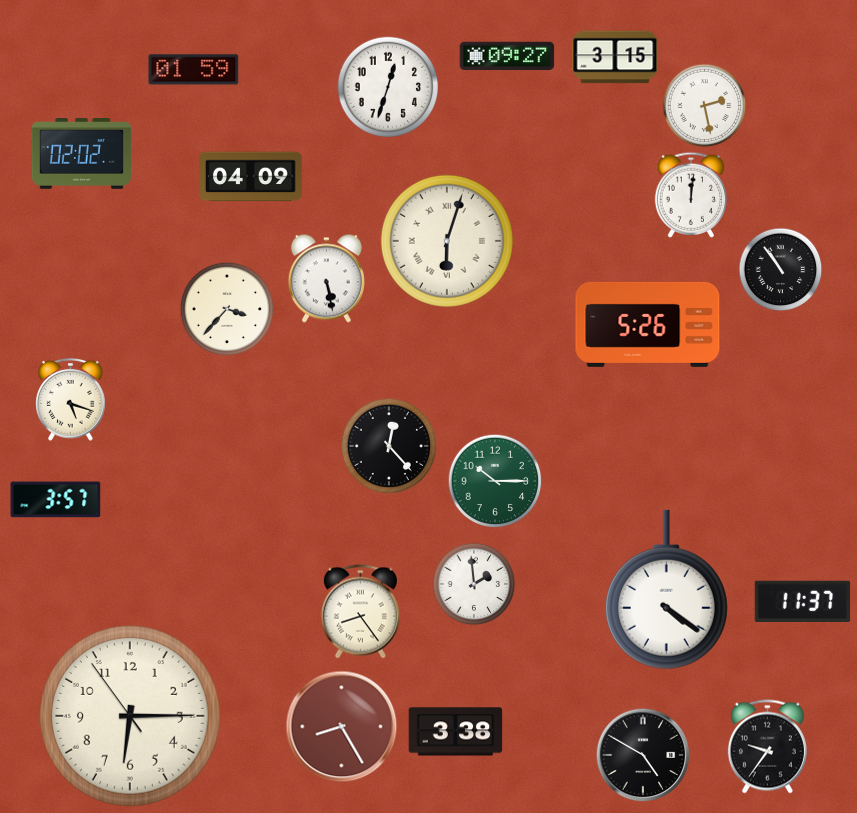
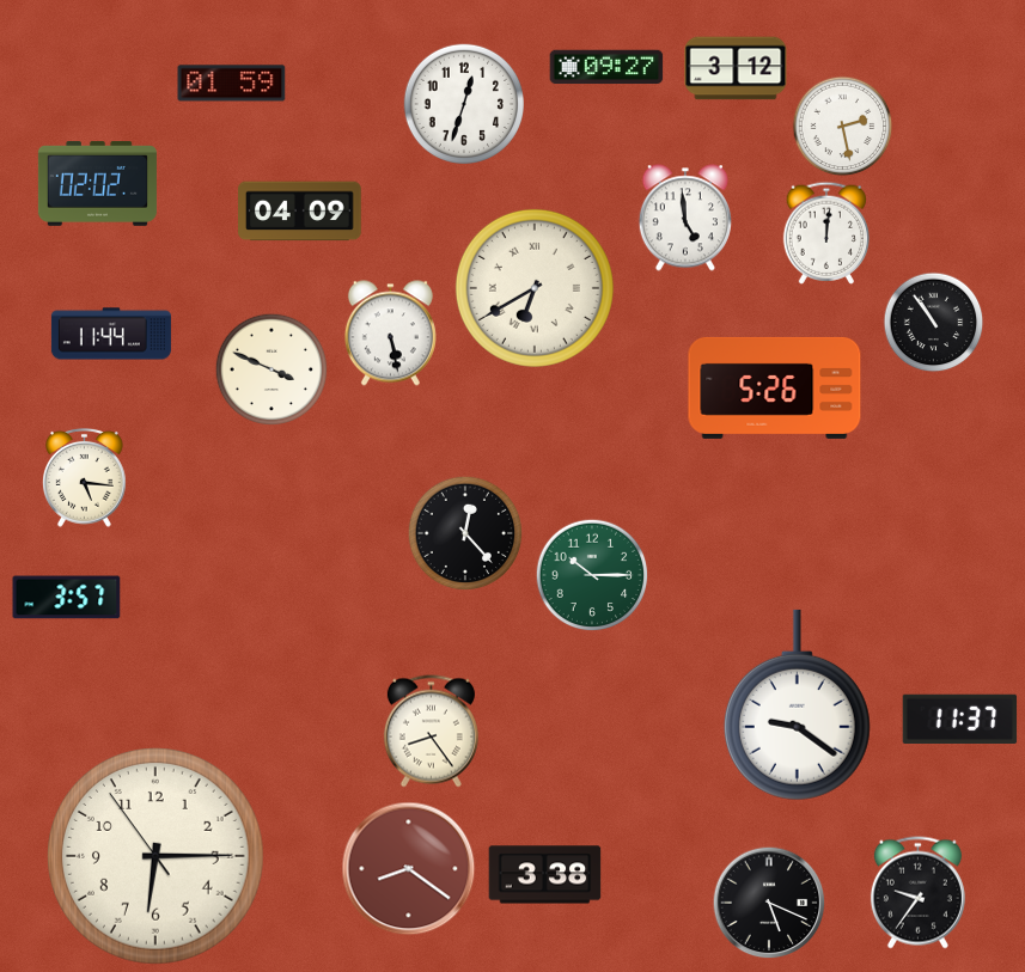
clock at (615, 57): 3:15 -> 3:12
clock at (685, 218): none -> 4:59
clock at (447, 241): 6:03 -> 6:40
clock at (111, 334): none -> 11:44
clock at (227, 309): 3:37 -> 3:49
clock at (71, 399): 5:18 -> 5:16
clock at (474, 584): 1:59 -> none
clock at (666, 590): 4:21 -> 9:21
clock at (342, 727): 8:25 -> 8:21
clock at (643, 755): 4:50 -> 5:19
